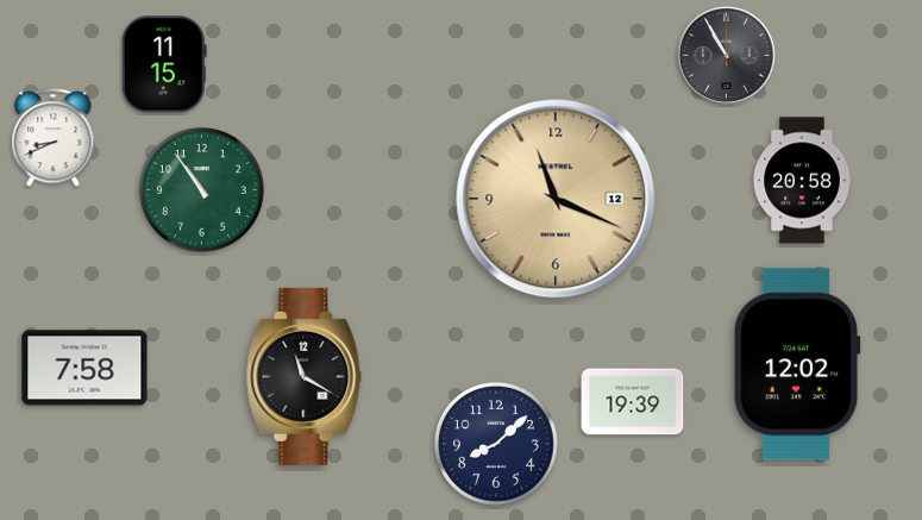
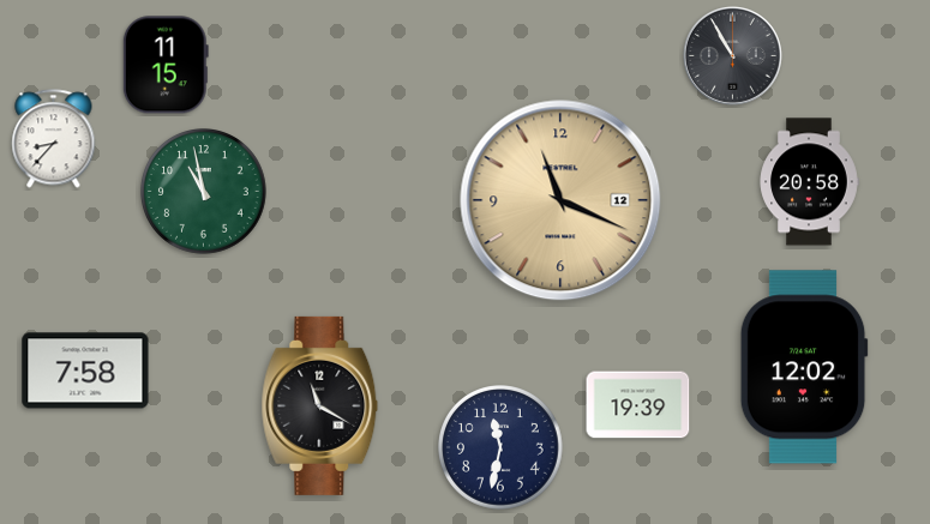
clock at (54, 138): 8:41 -> 8:37
clock at (202, 190): 10:54 -> 10:58
clock at (305, 376) position: (305, 376) -> (320, 405)
clock at (497, 445): 8:08 -> 11:32
